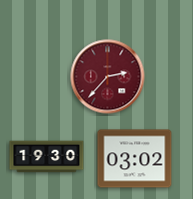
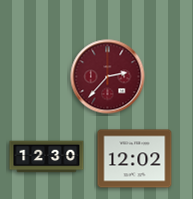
clock at (47, 157): 19:30 -> 12:30
clock at (135, 159): 03:02 -> 12:02
